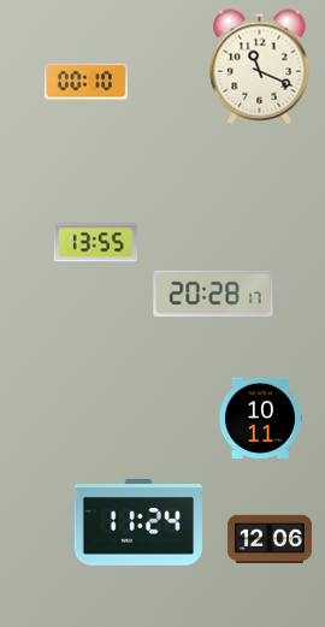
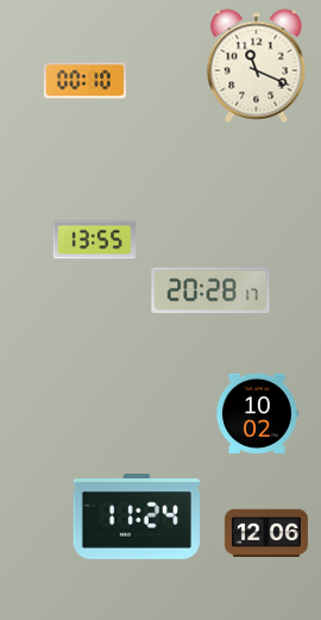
clock at (260, 418): 10:11 -> 10:02
